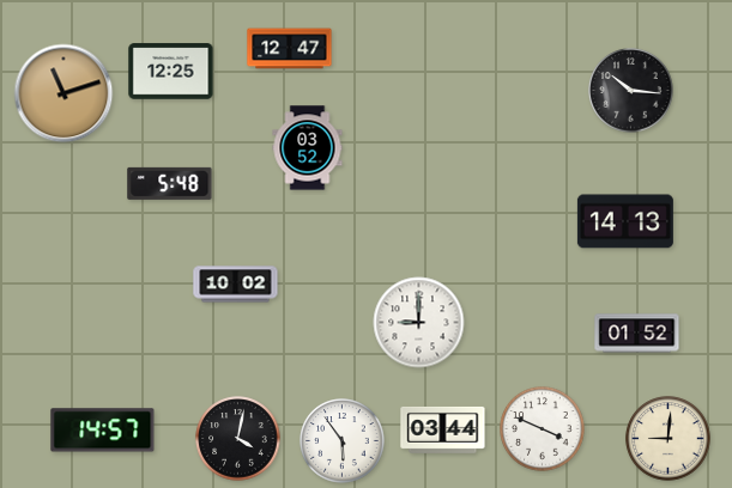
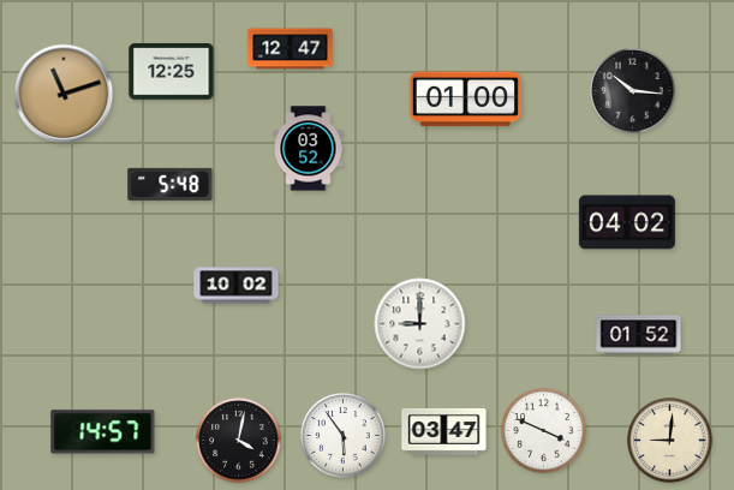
clock at (465, 100): none -> 01:00
clock at (625, 221): 14:13 -> 04:02
clock at (443, 429): 03:44 -> 03:47
clock at (343, 441) position: (343, 441) -> (344, 436)
